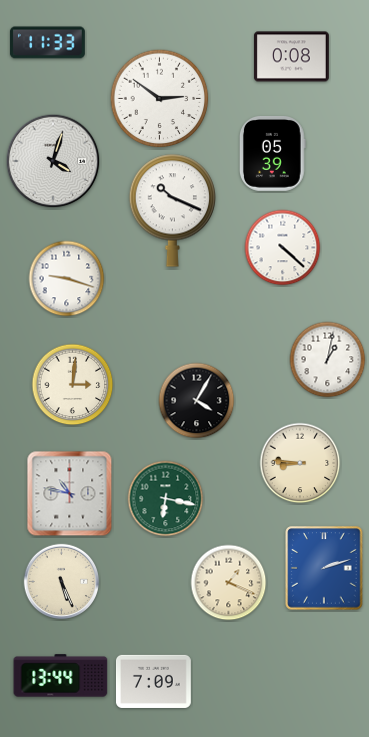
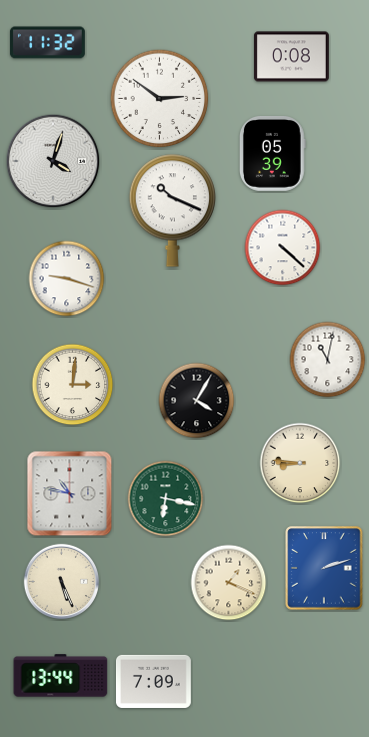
clock at (47, 43): 11:33 -> 11:32
clock at (328, 360): 1:02 -> 11:02
